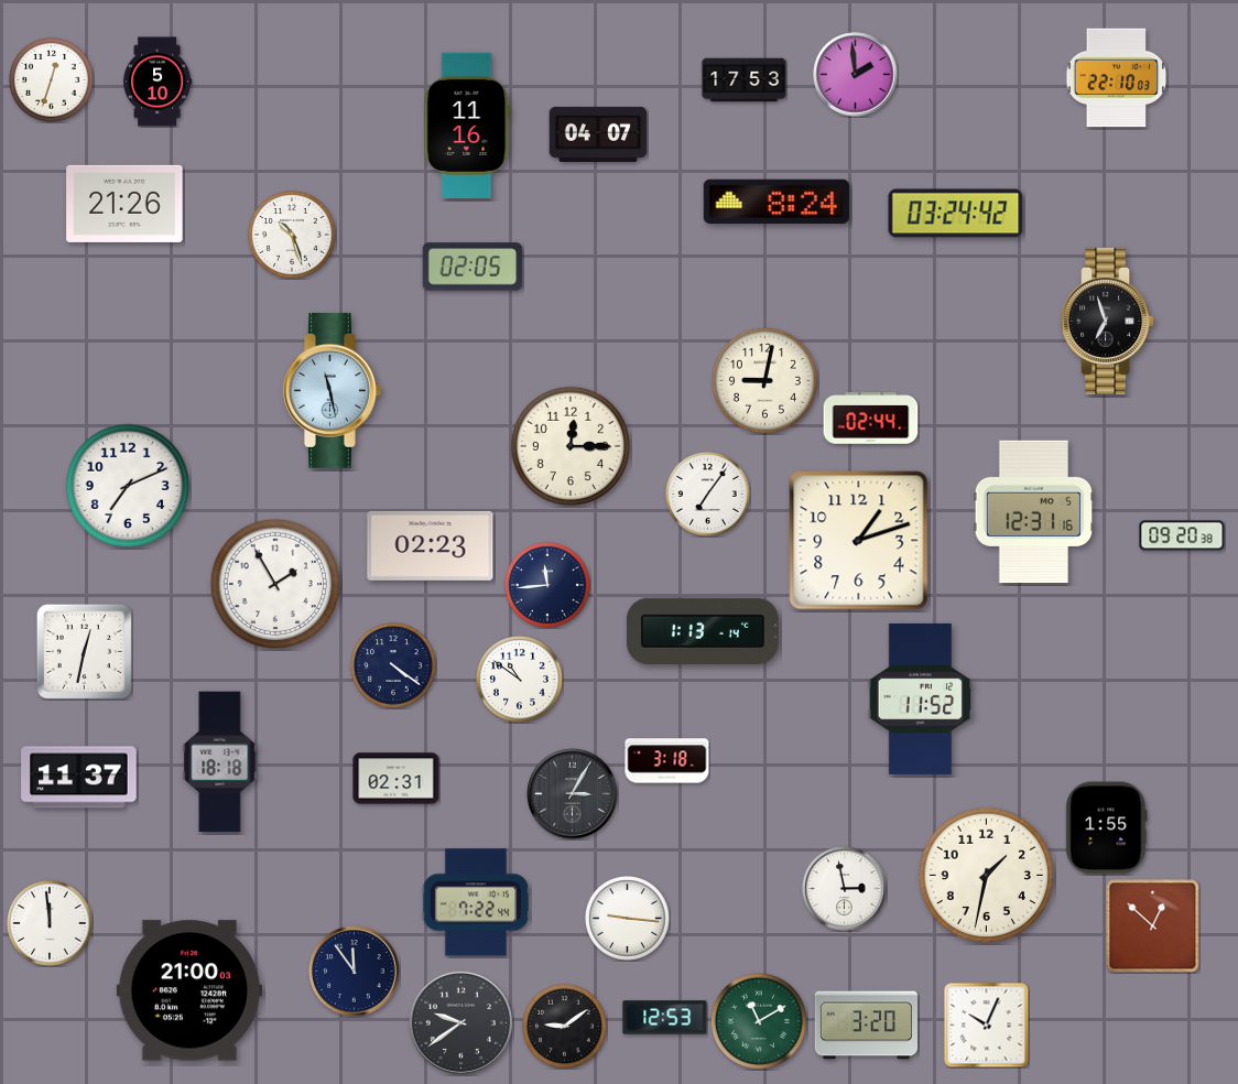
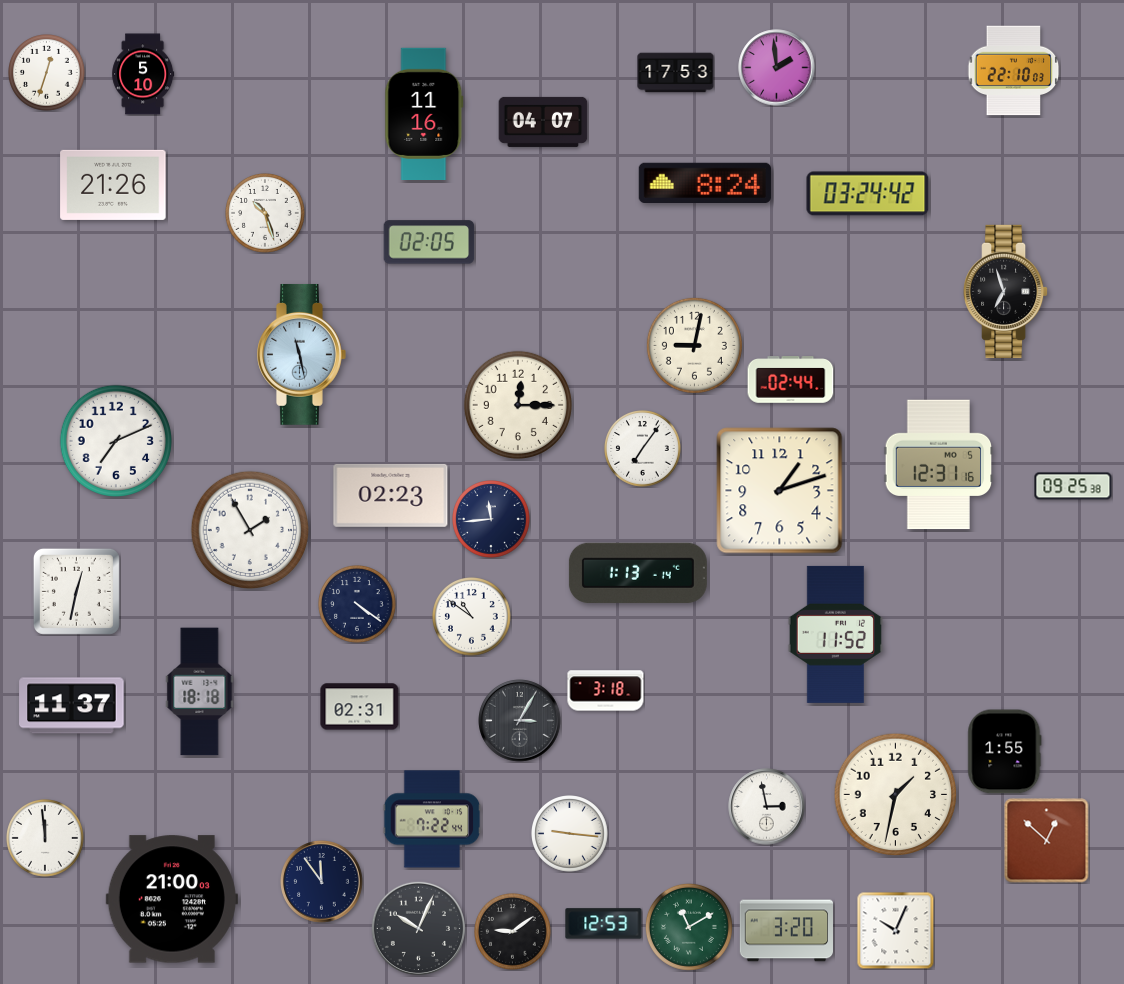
clock at (1182, 535): 09:20 -> 09:25
clock at (549, 586) position: (549, 586) -> (492, 520)
clock at (460, 1022): 9:39 -> 10:04
